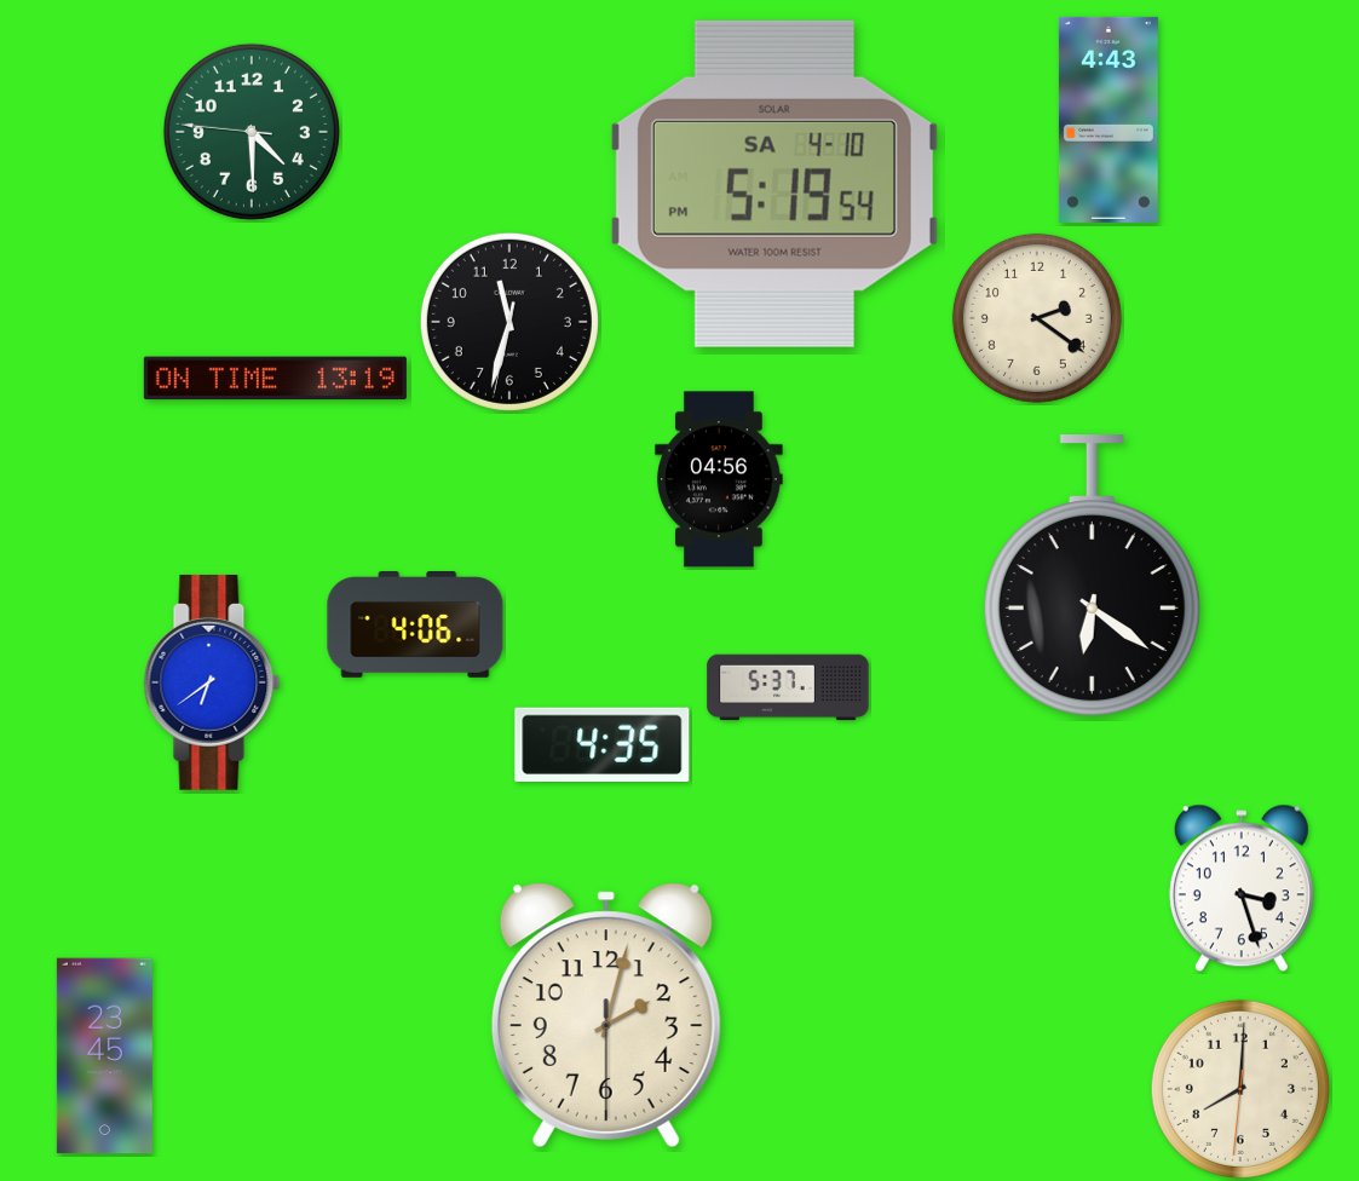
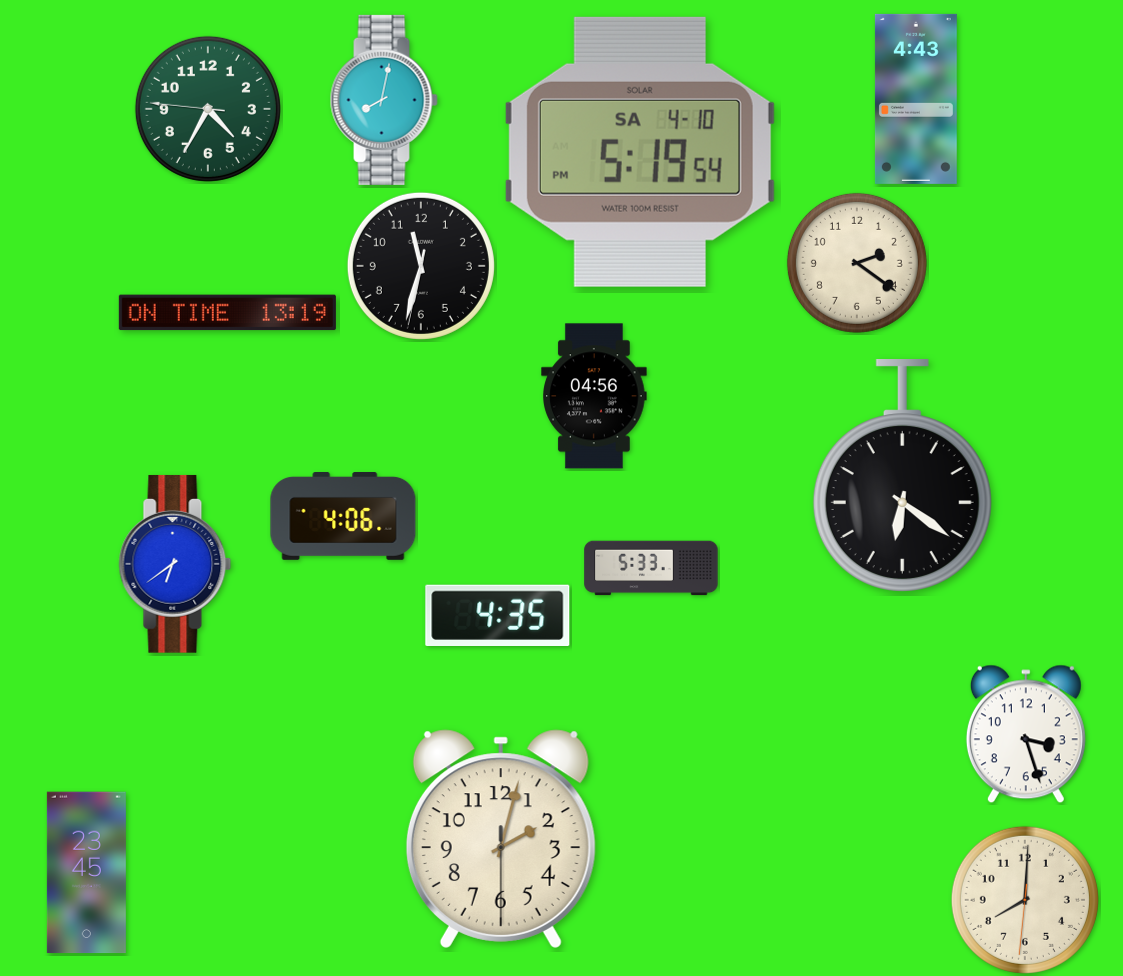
clock at (384, 100): none -> 8:02
clock at (252, 132): 4:29 -> 4:34
clock at (788, 687): 5:37 -> 5:33
